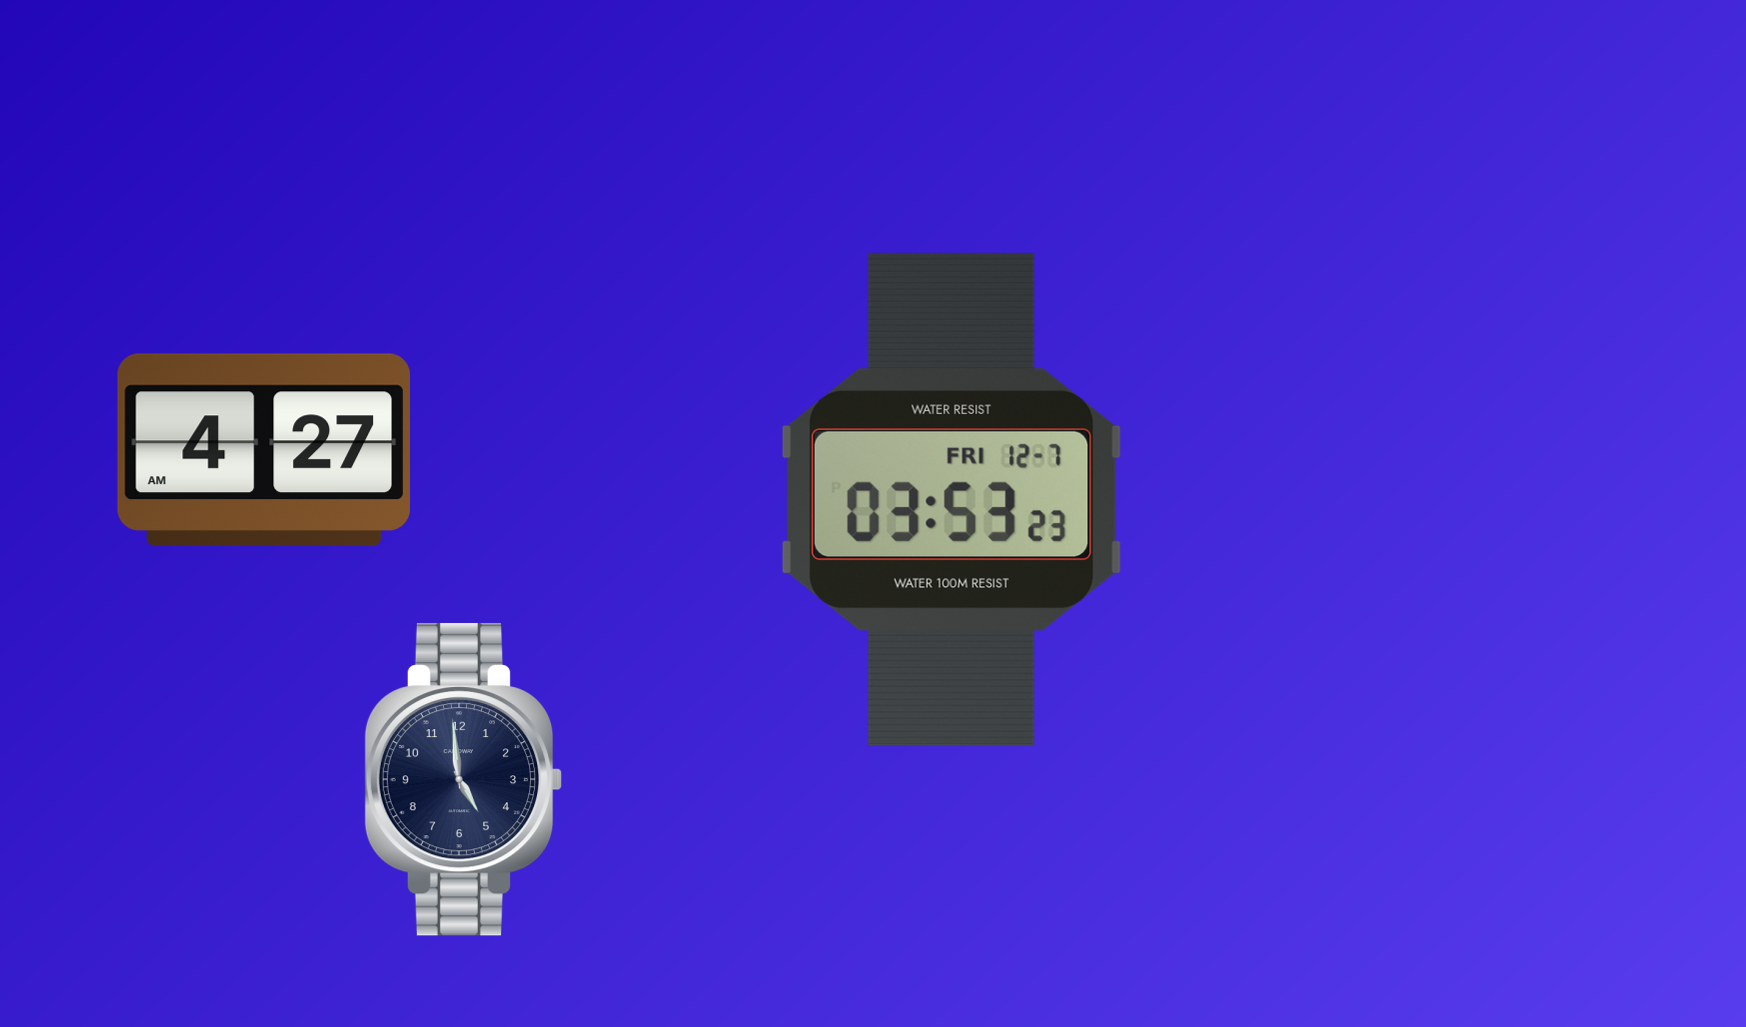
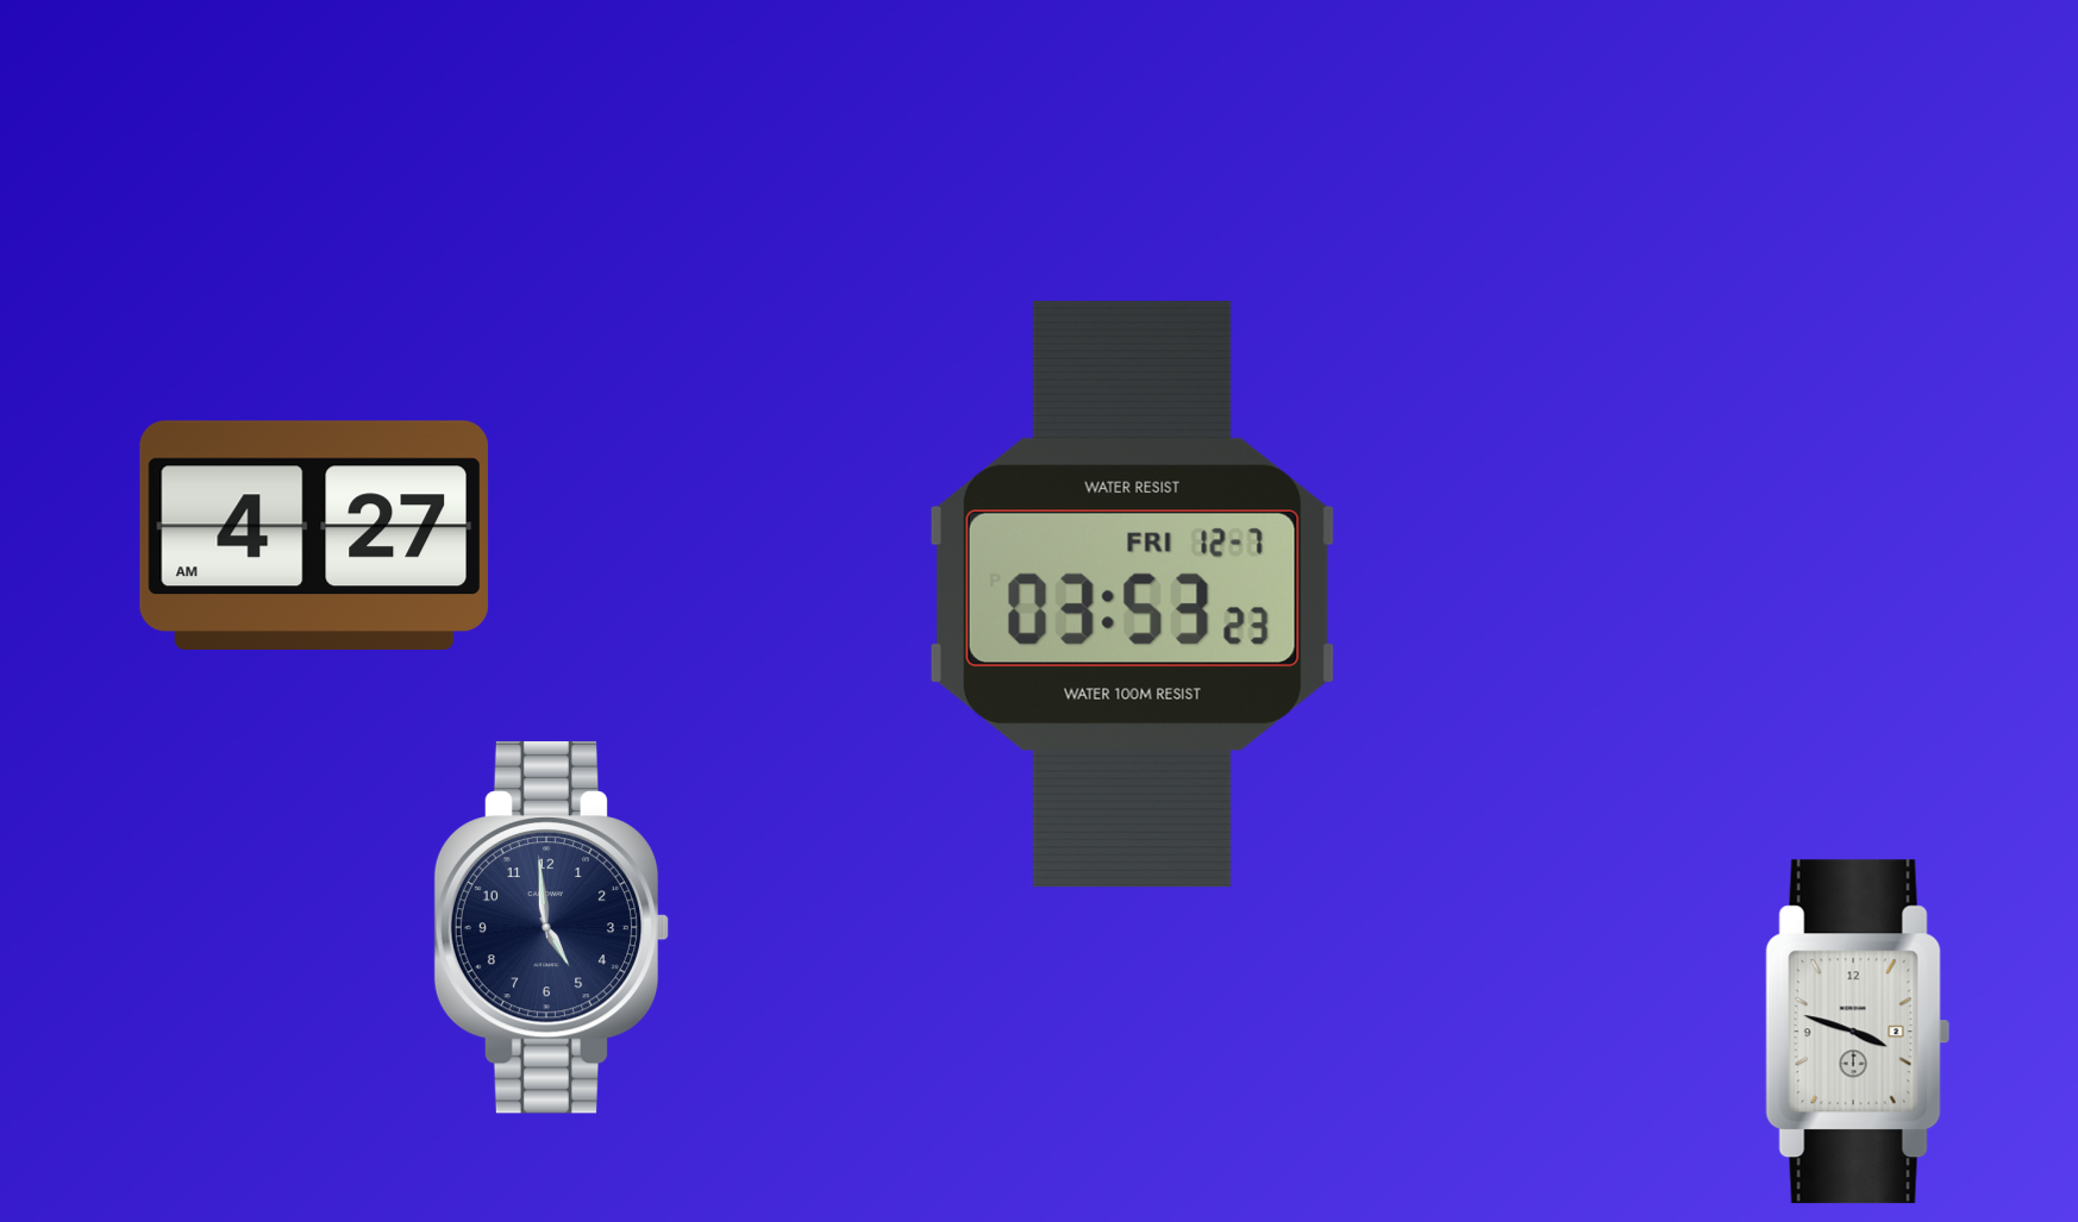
clock at (1858, 1032): none -> 3:48
